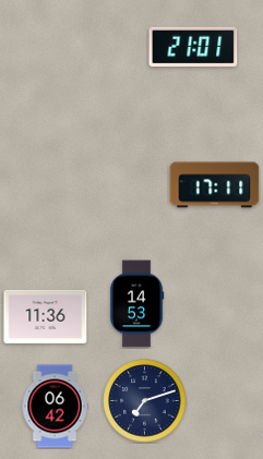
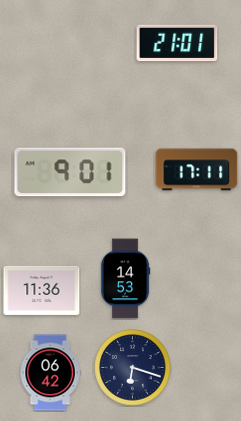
clock at (70, 172): none -> 9:01
clock at (145, 401): 7:12 -> 6:18
